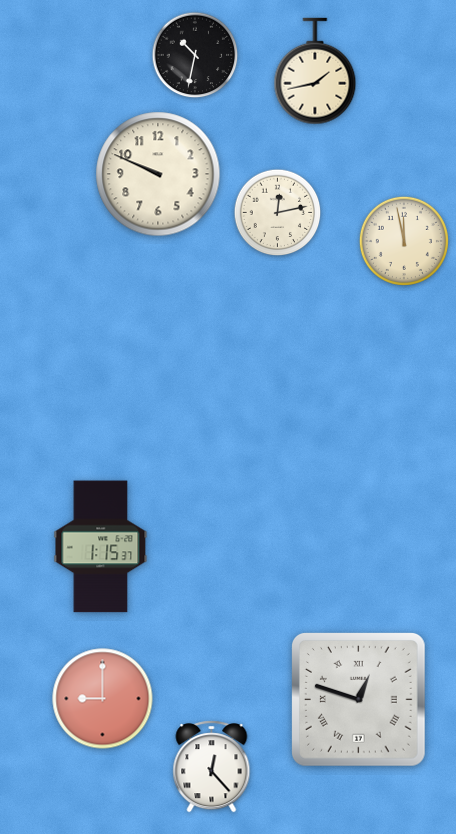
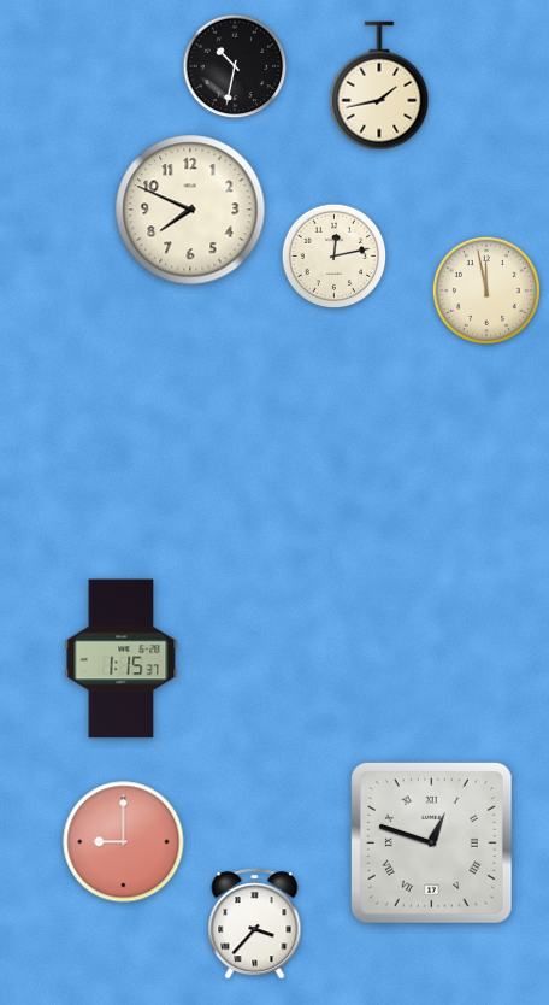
clock at (158, 174): 9:49 -> 7:49
clock at (212, 767): 12:23 -> 3:37
